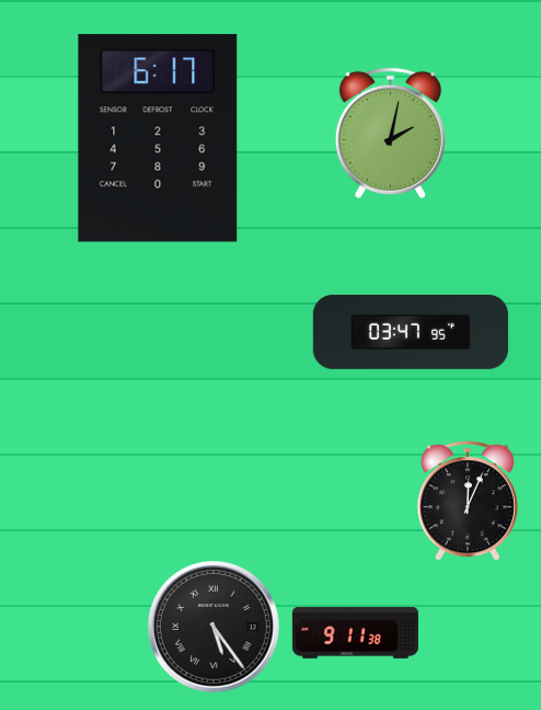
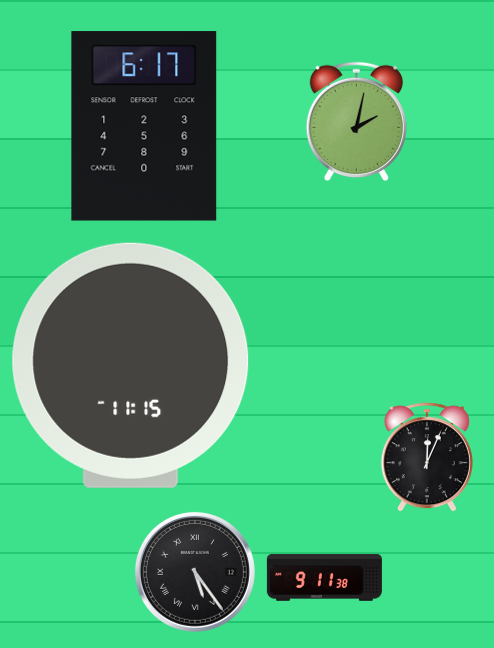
clock at (411, 332): 03:47 -> none
clock at (131, 365): none -> 11:15
